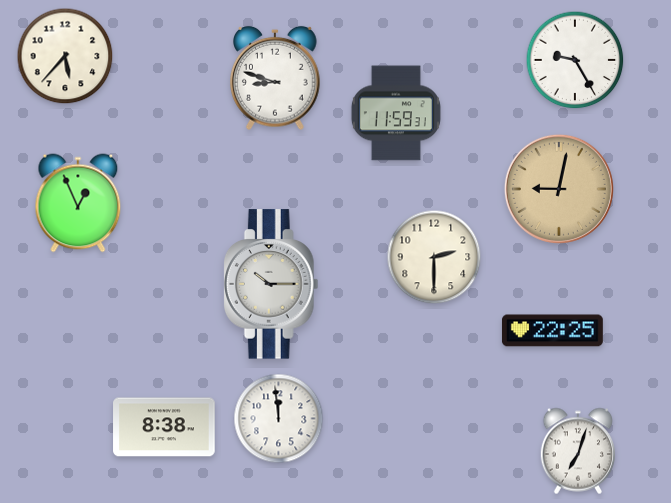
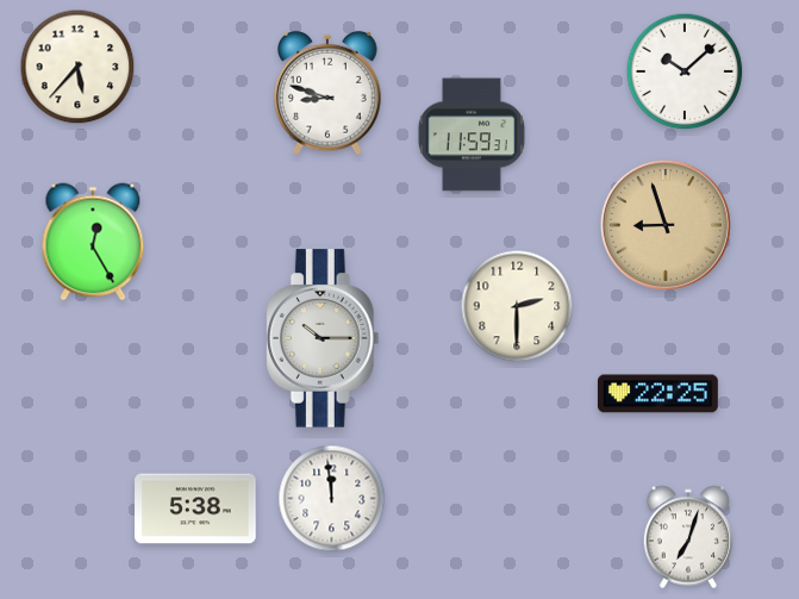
clock at (575, 60): 9:25 -> 10:08
clock at (559, 189): 9:02 -> 8:57
clock at (78, 203): 12:56 -> 12:25
clock at (164, 427): 8:38 -> 5:38
